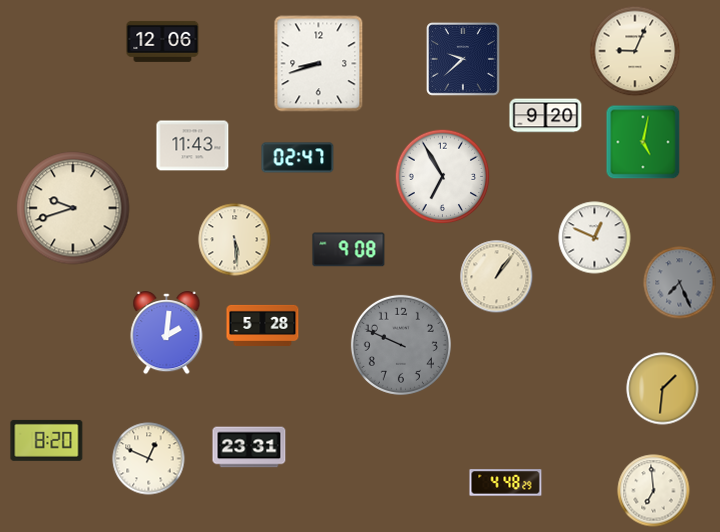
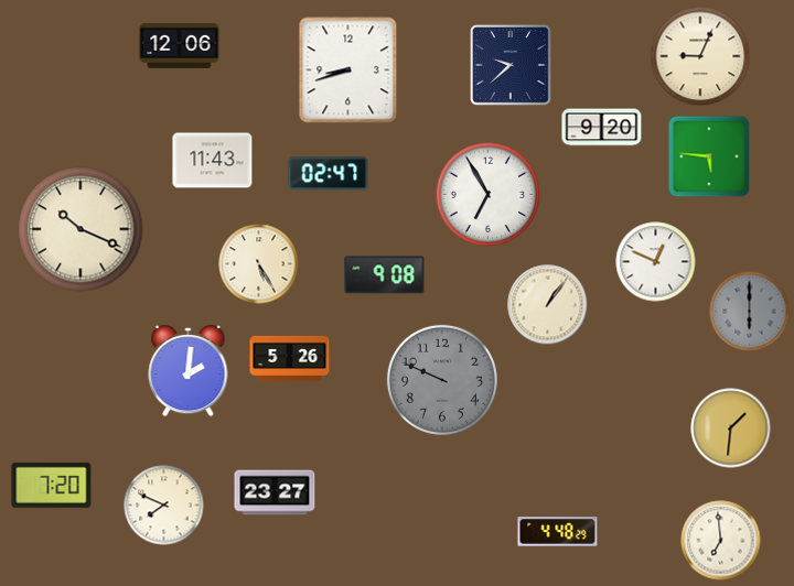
clock at (319, 64) position: (319, 64) -> (348, 70)
clock at (643, 142): 5:02 -> 5:46
clock at (73, 208): 9:42 -> 10:19
clock at (235, 240): 5:29 -> 5:25
clock at (680, 283): 7:26 -> 6:00
clock at (263, 325): 5:28 -> 5:26
clock at (167, 334) position: (167, 334) -> (189, 372)
clock at (47, 440): 8:20 -> 7:20
clock at (249, 447): 23:31 -> 23:27
clock at (149, 459): 12:49 -> 7:49
